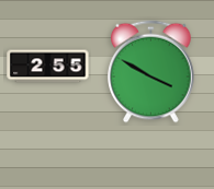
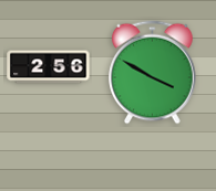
clock at (48, 67): 2:55 -> 2:56
